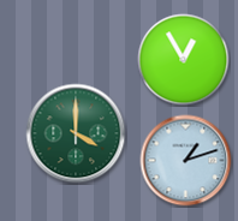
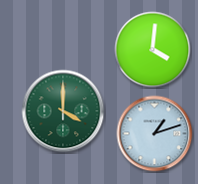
clock at (184, 60): 12:55 -> 4:01
